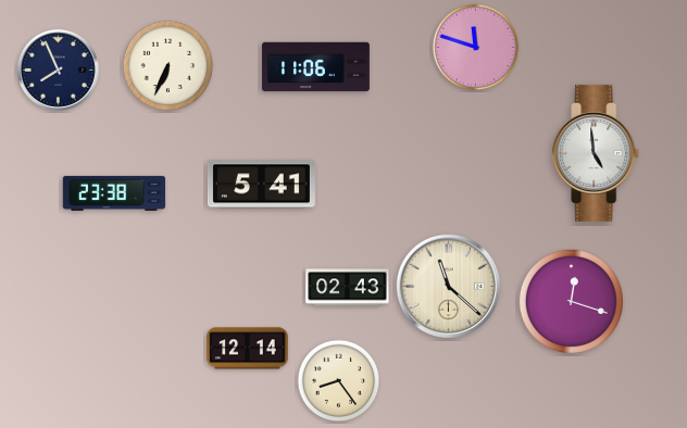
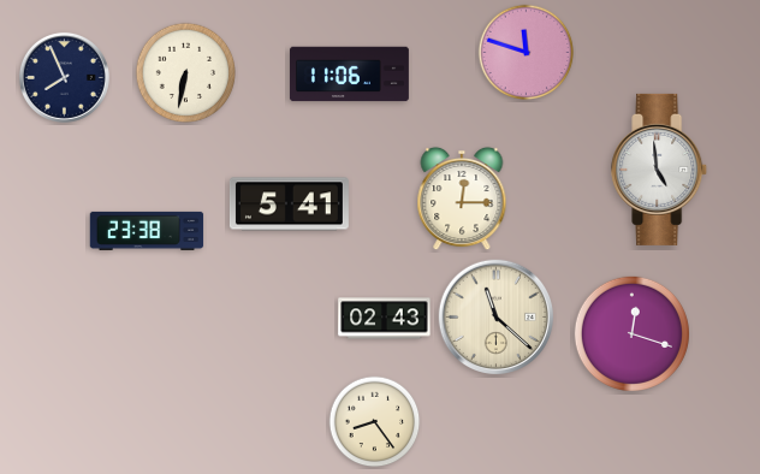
clock at (168, 66): 6:34 -> 6:32
clock at (462, 199): none -> 12:15
clock at (114, 193) position: (114, 193) -> (147, 231)
clock at (248, 349): 12:14 -> none
